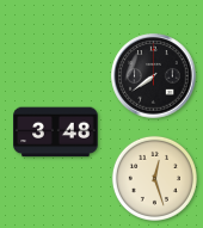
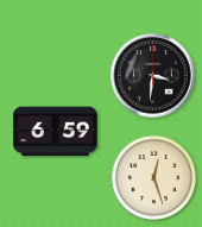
clock at (154, 76): 7:39 -> 3:31
clock at (56, 133): 3:48 -> 6:59
